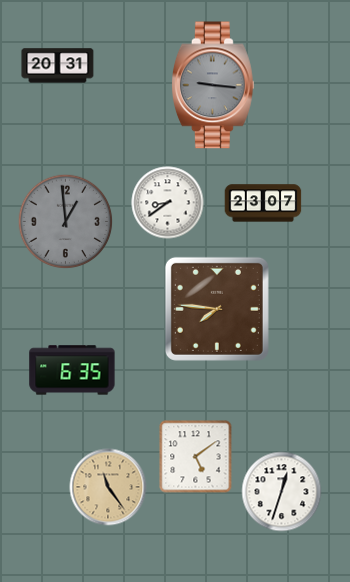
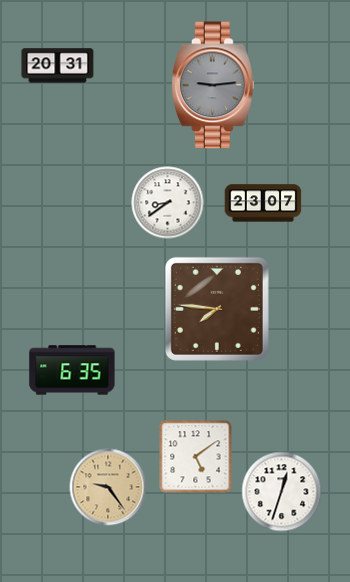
clock at (213, 85): 9:16 -> 9:14
clock at (66, 222): 12:59 -> none
clock at (108, 487): 11:24 -> 9:24
